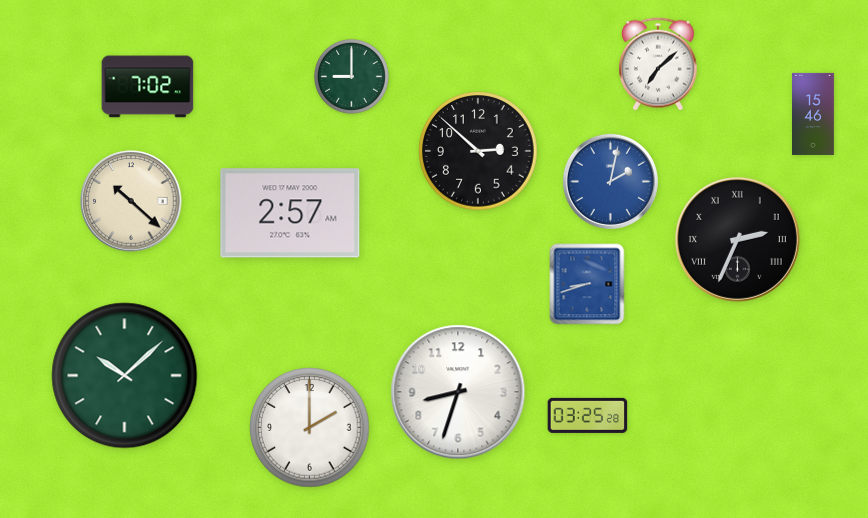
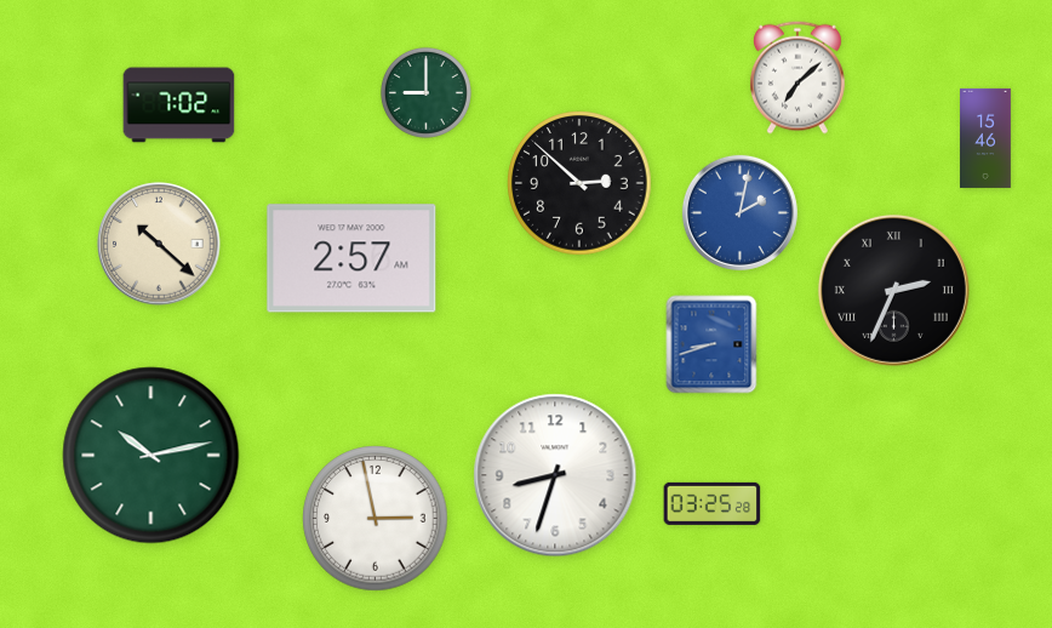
clock at (610, 181) position: (610, 181) -> (739, 212)
clock at (125, 376): 10:08 -> 10:13
clock at (310, 428): 2:00 -> 2:58
